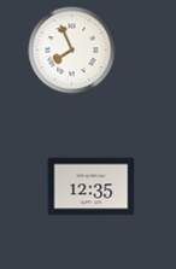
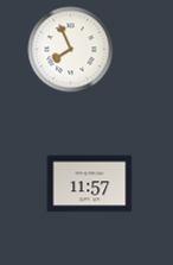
clock at (92, 187): 12:35 -> 11:57
